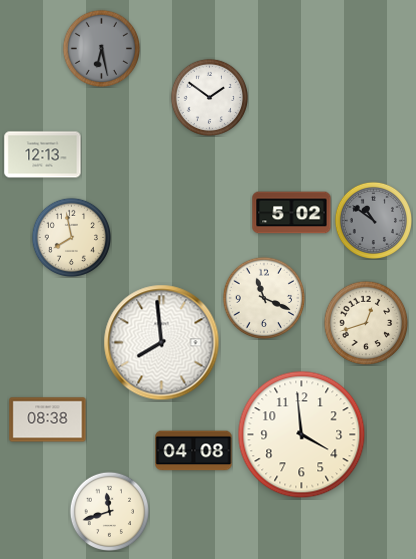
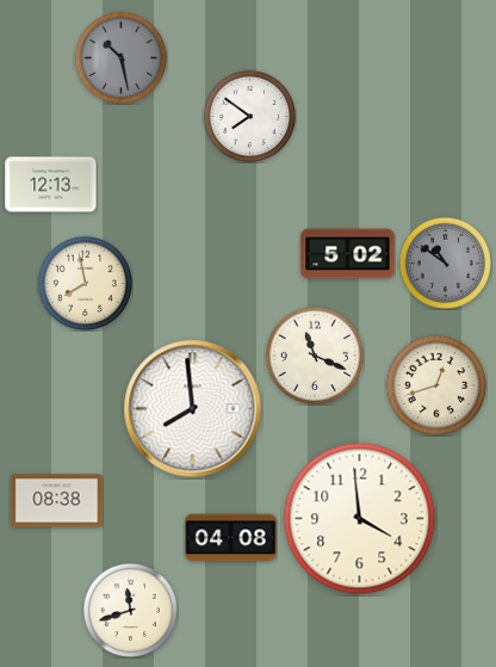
clock at (101, 48): 6:28 -> 10:28
clock at (209, 97): 1:51 -> 7:51
